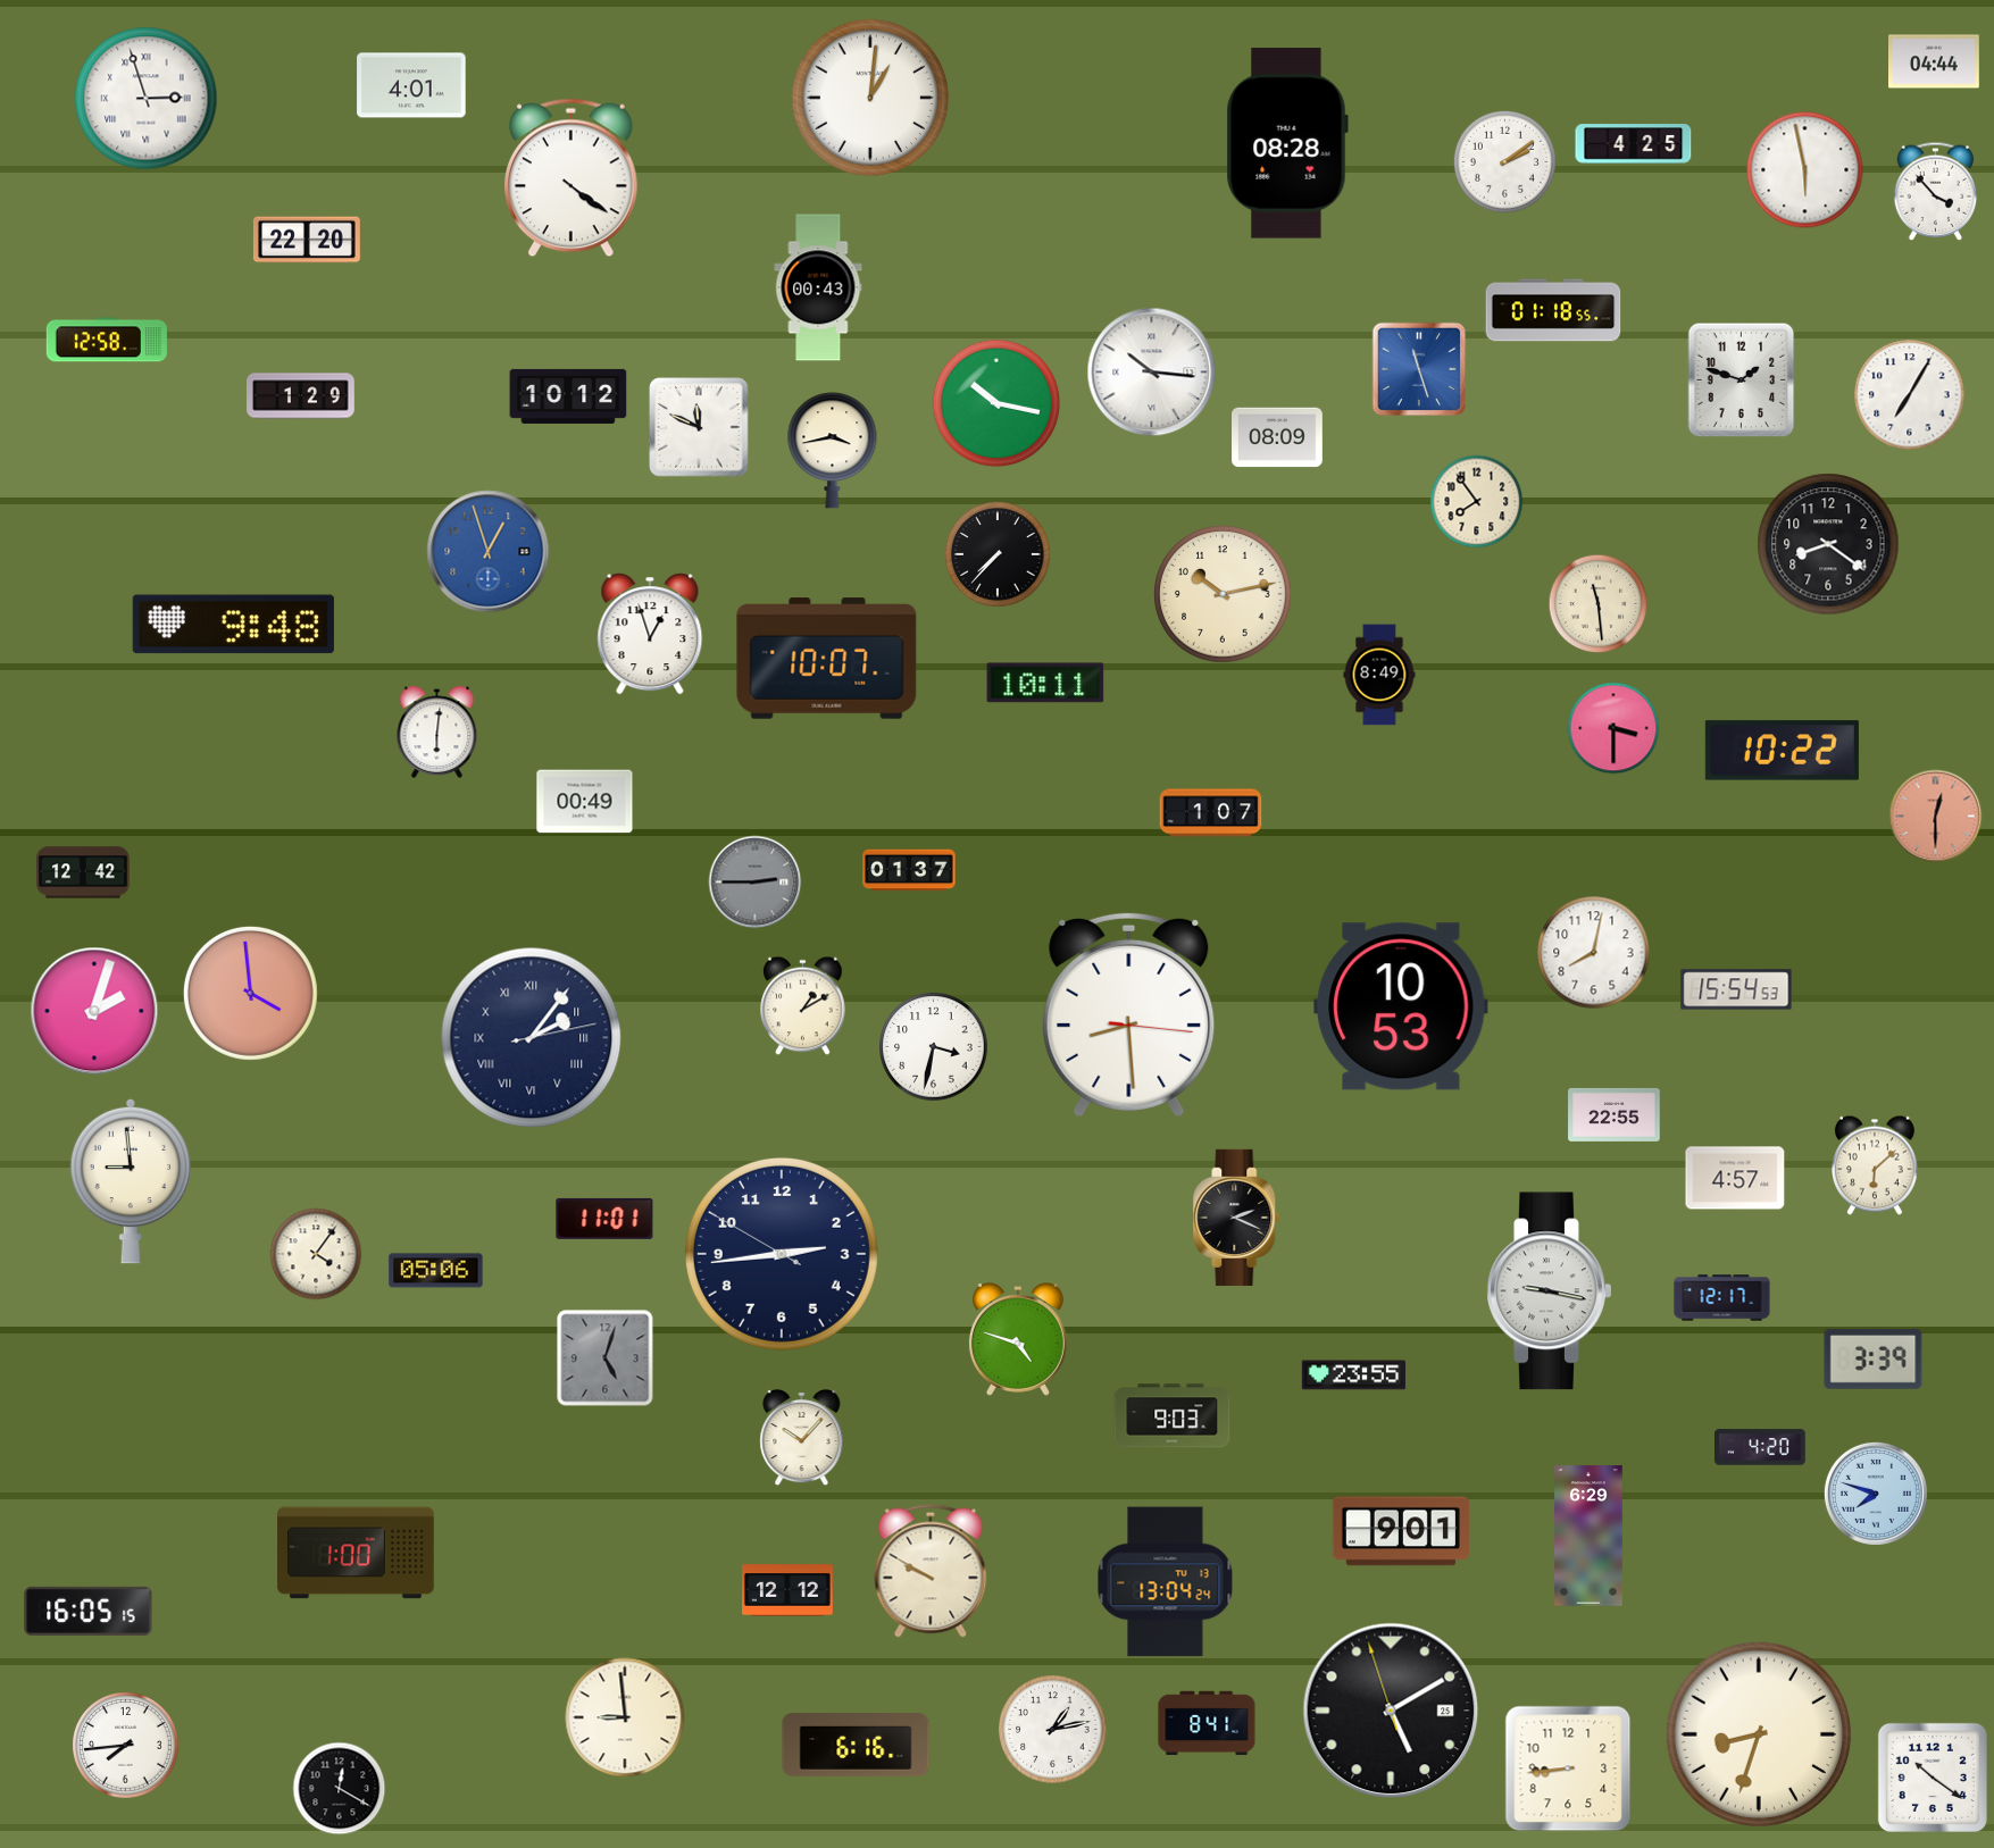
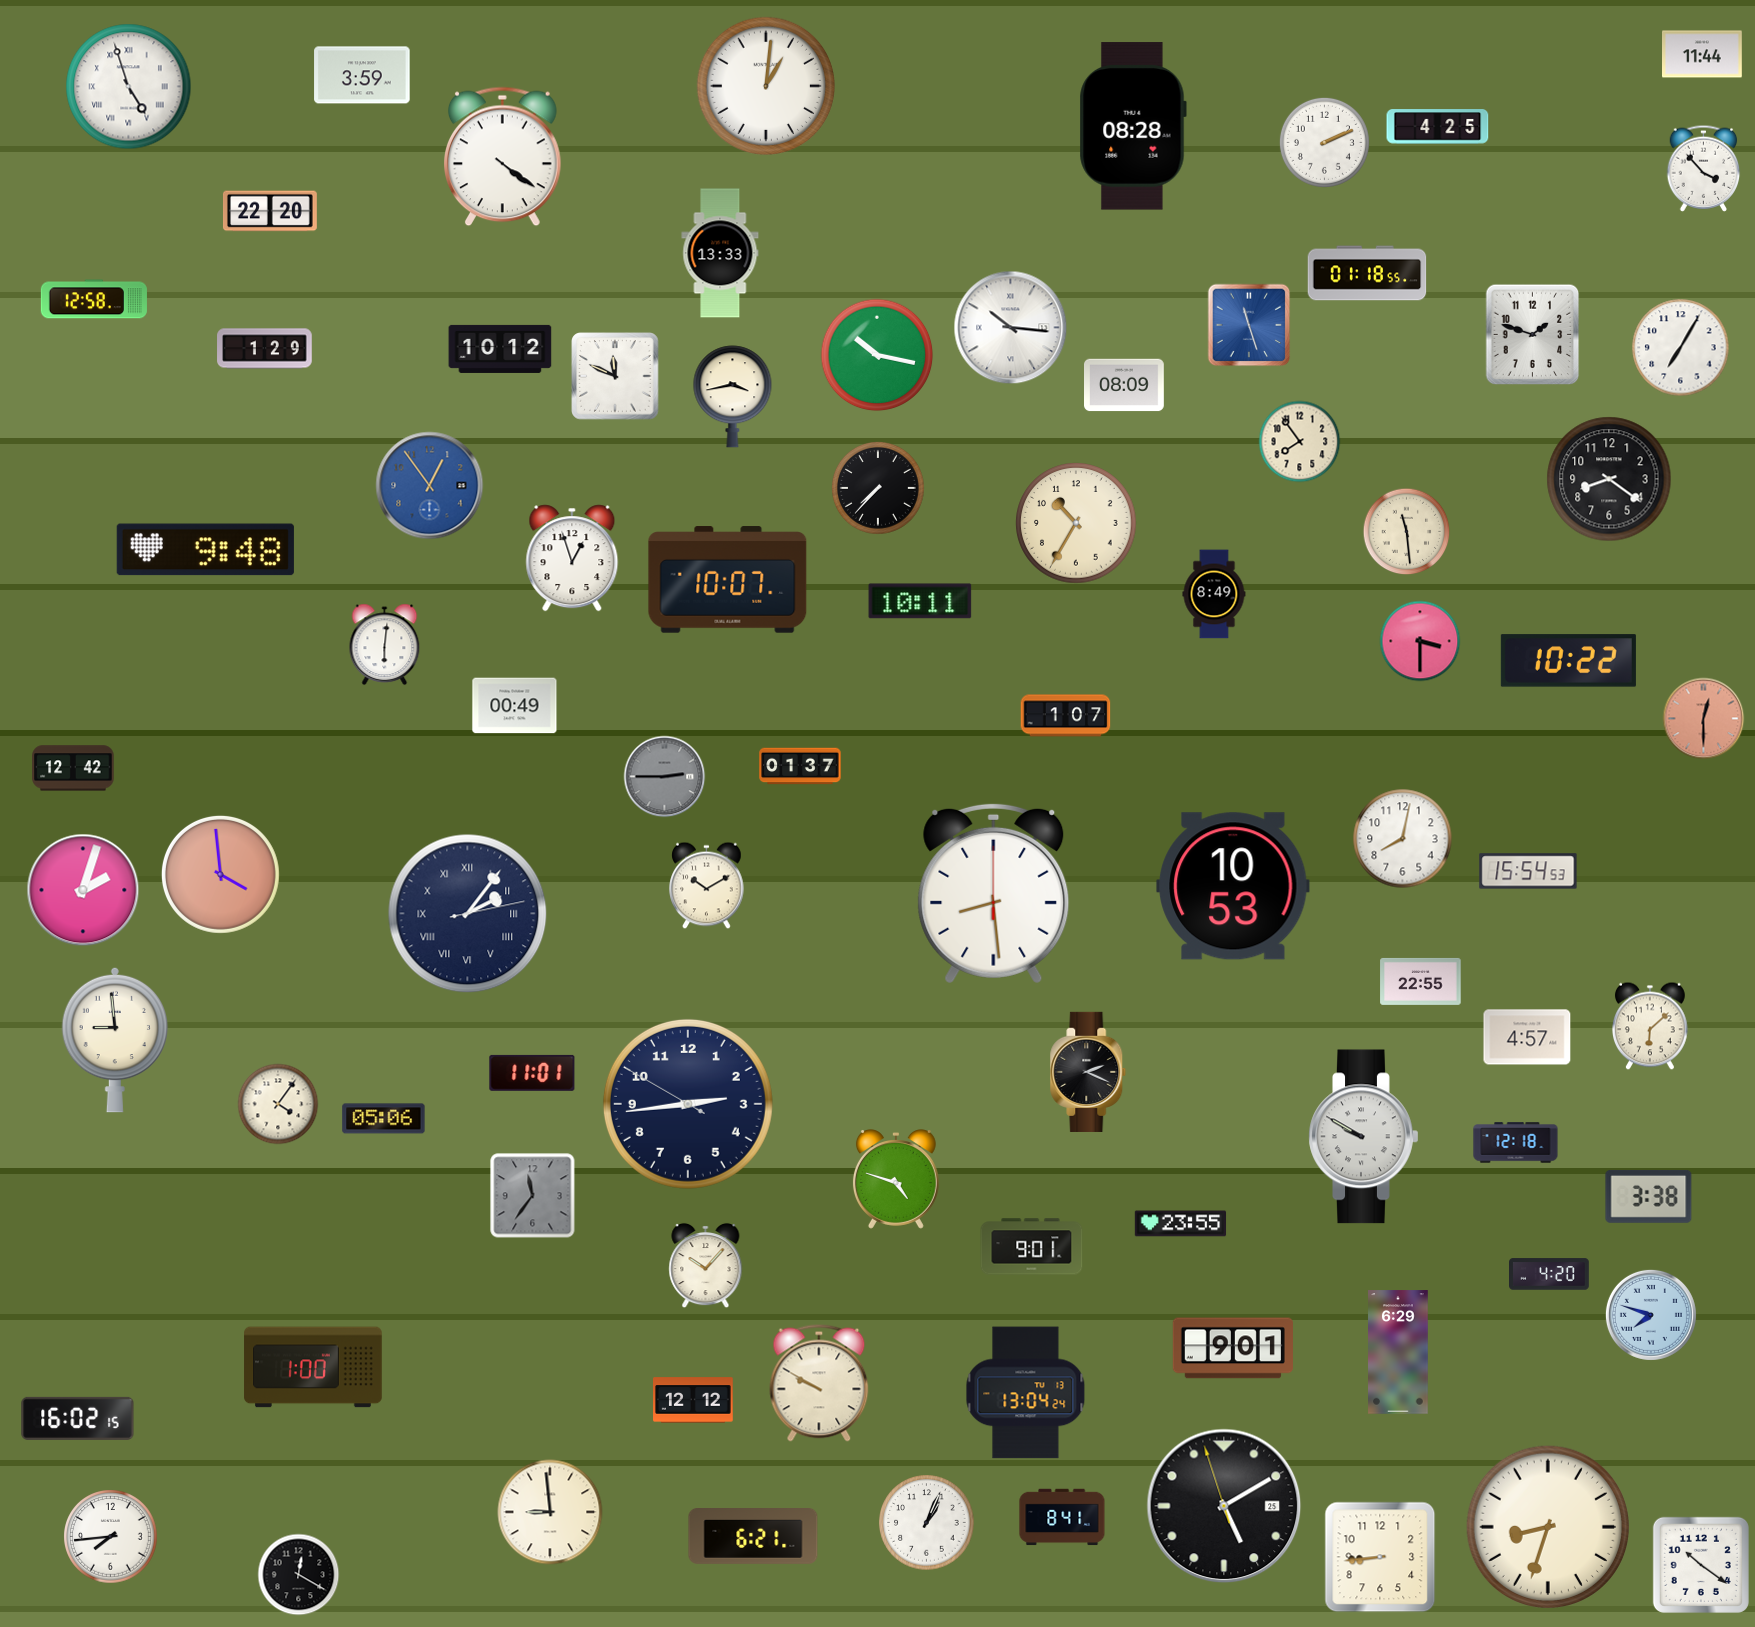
clock at (1935, 61): 04:44 -> 11:44
clock at (411, 85): 4:01 -> 3:59
clock at (147, 99): 2:57 -> 4:57
clock at (1504, 161): 2:09 -> 2:11
clock at (1805, 170): 5:58 -> none
clock at (818, 287): 00:43 -> 13:33
clock at (1152, 373) position: (1152, 373) -> (1011, 328)
clock at (489, 552): 12:57 -> 12:54
clock at (1223, 594): 10:13 -> 10:35
clock at (803, 1006): 1:10 -> 10:10
clock at (1129, 1014): 8:29:16 -> 8:29:00
clock at (934, 1047): 3:32 -> none
clock at (1550, 1291): 9:17 -> 9:50
clock at (1722, 1298): 12:17 -> 12:18
clock at (606, 1358): 5:03 -> 11:36
clock at (1874, 1358): 3:39 -> 3:38
clock at (1354, 1375) position: (1354, 1375) -> (1181, 1224)
clock at (1173, 1416): 9:03 -> 9:01
clock at (89, 1611): 16:05 -> 16:02
clock at (1053, 1730): 1:13 -> 1:04
clock at (856, 1746): 6:16 -> 6:21
